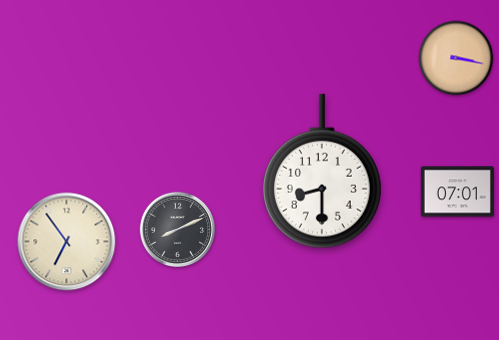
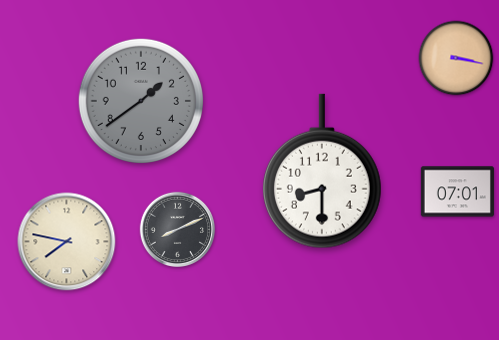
clock at (141, 101): none -> 1:39
clock at (67, 242): 6:54 -> 7:47
